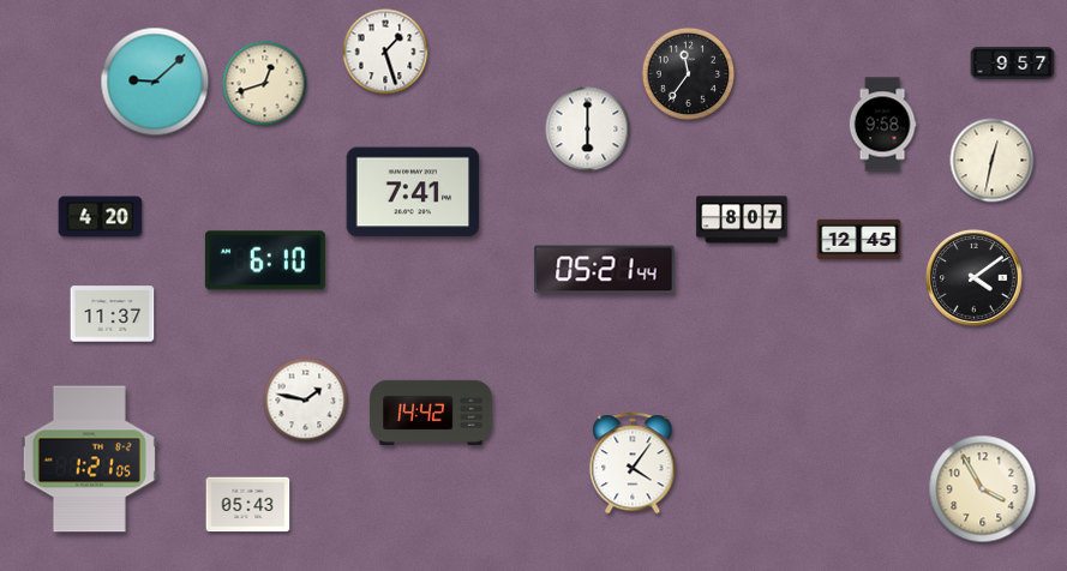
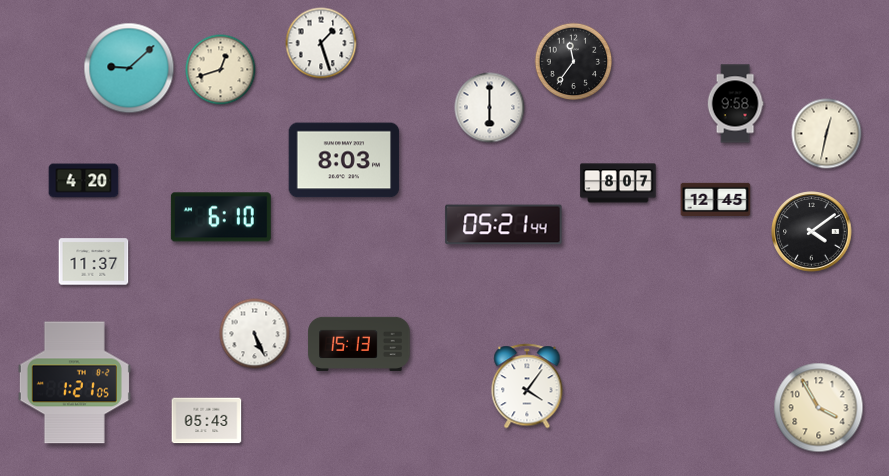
clock at (1013, 64): 9:57 -> none
clock at (413, 192): 7:41 -> 8:03
clock at (306, 401): 1:47 -> 5:26
clock at (431, 413): 14:42 -> 15:13
